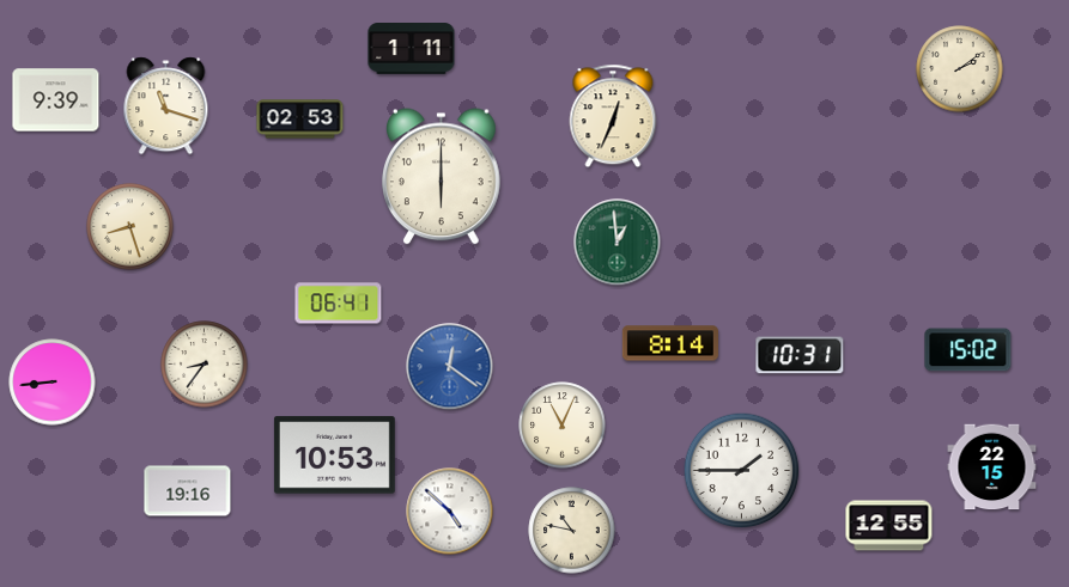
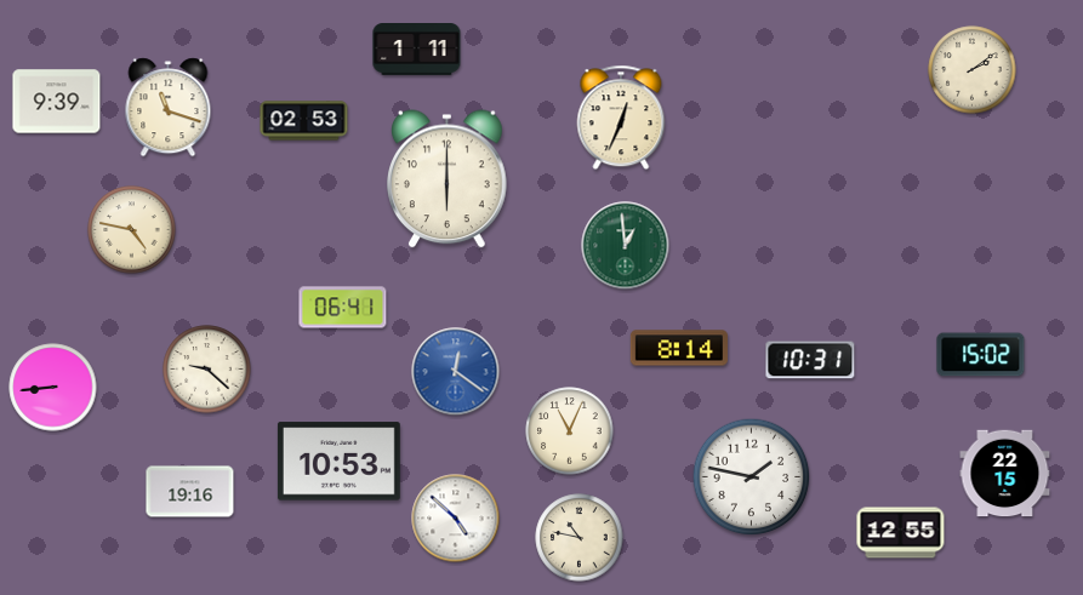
clock at (130, 227): 8:27 -> 4:47
clock at (205, 365): 8:36 -> 9:22
clock at (742, 471): 1:45 -> 1:47
clock at (188, 491) position: (188, 491) -> (190, 492)
